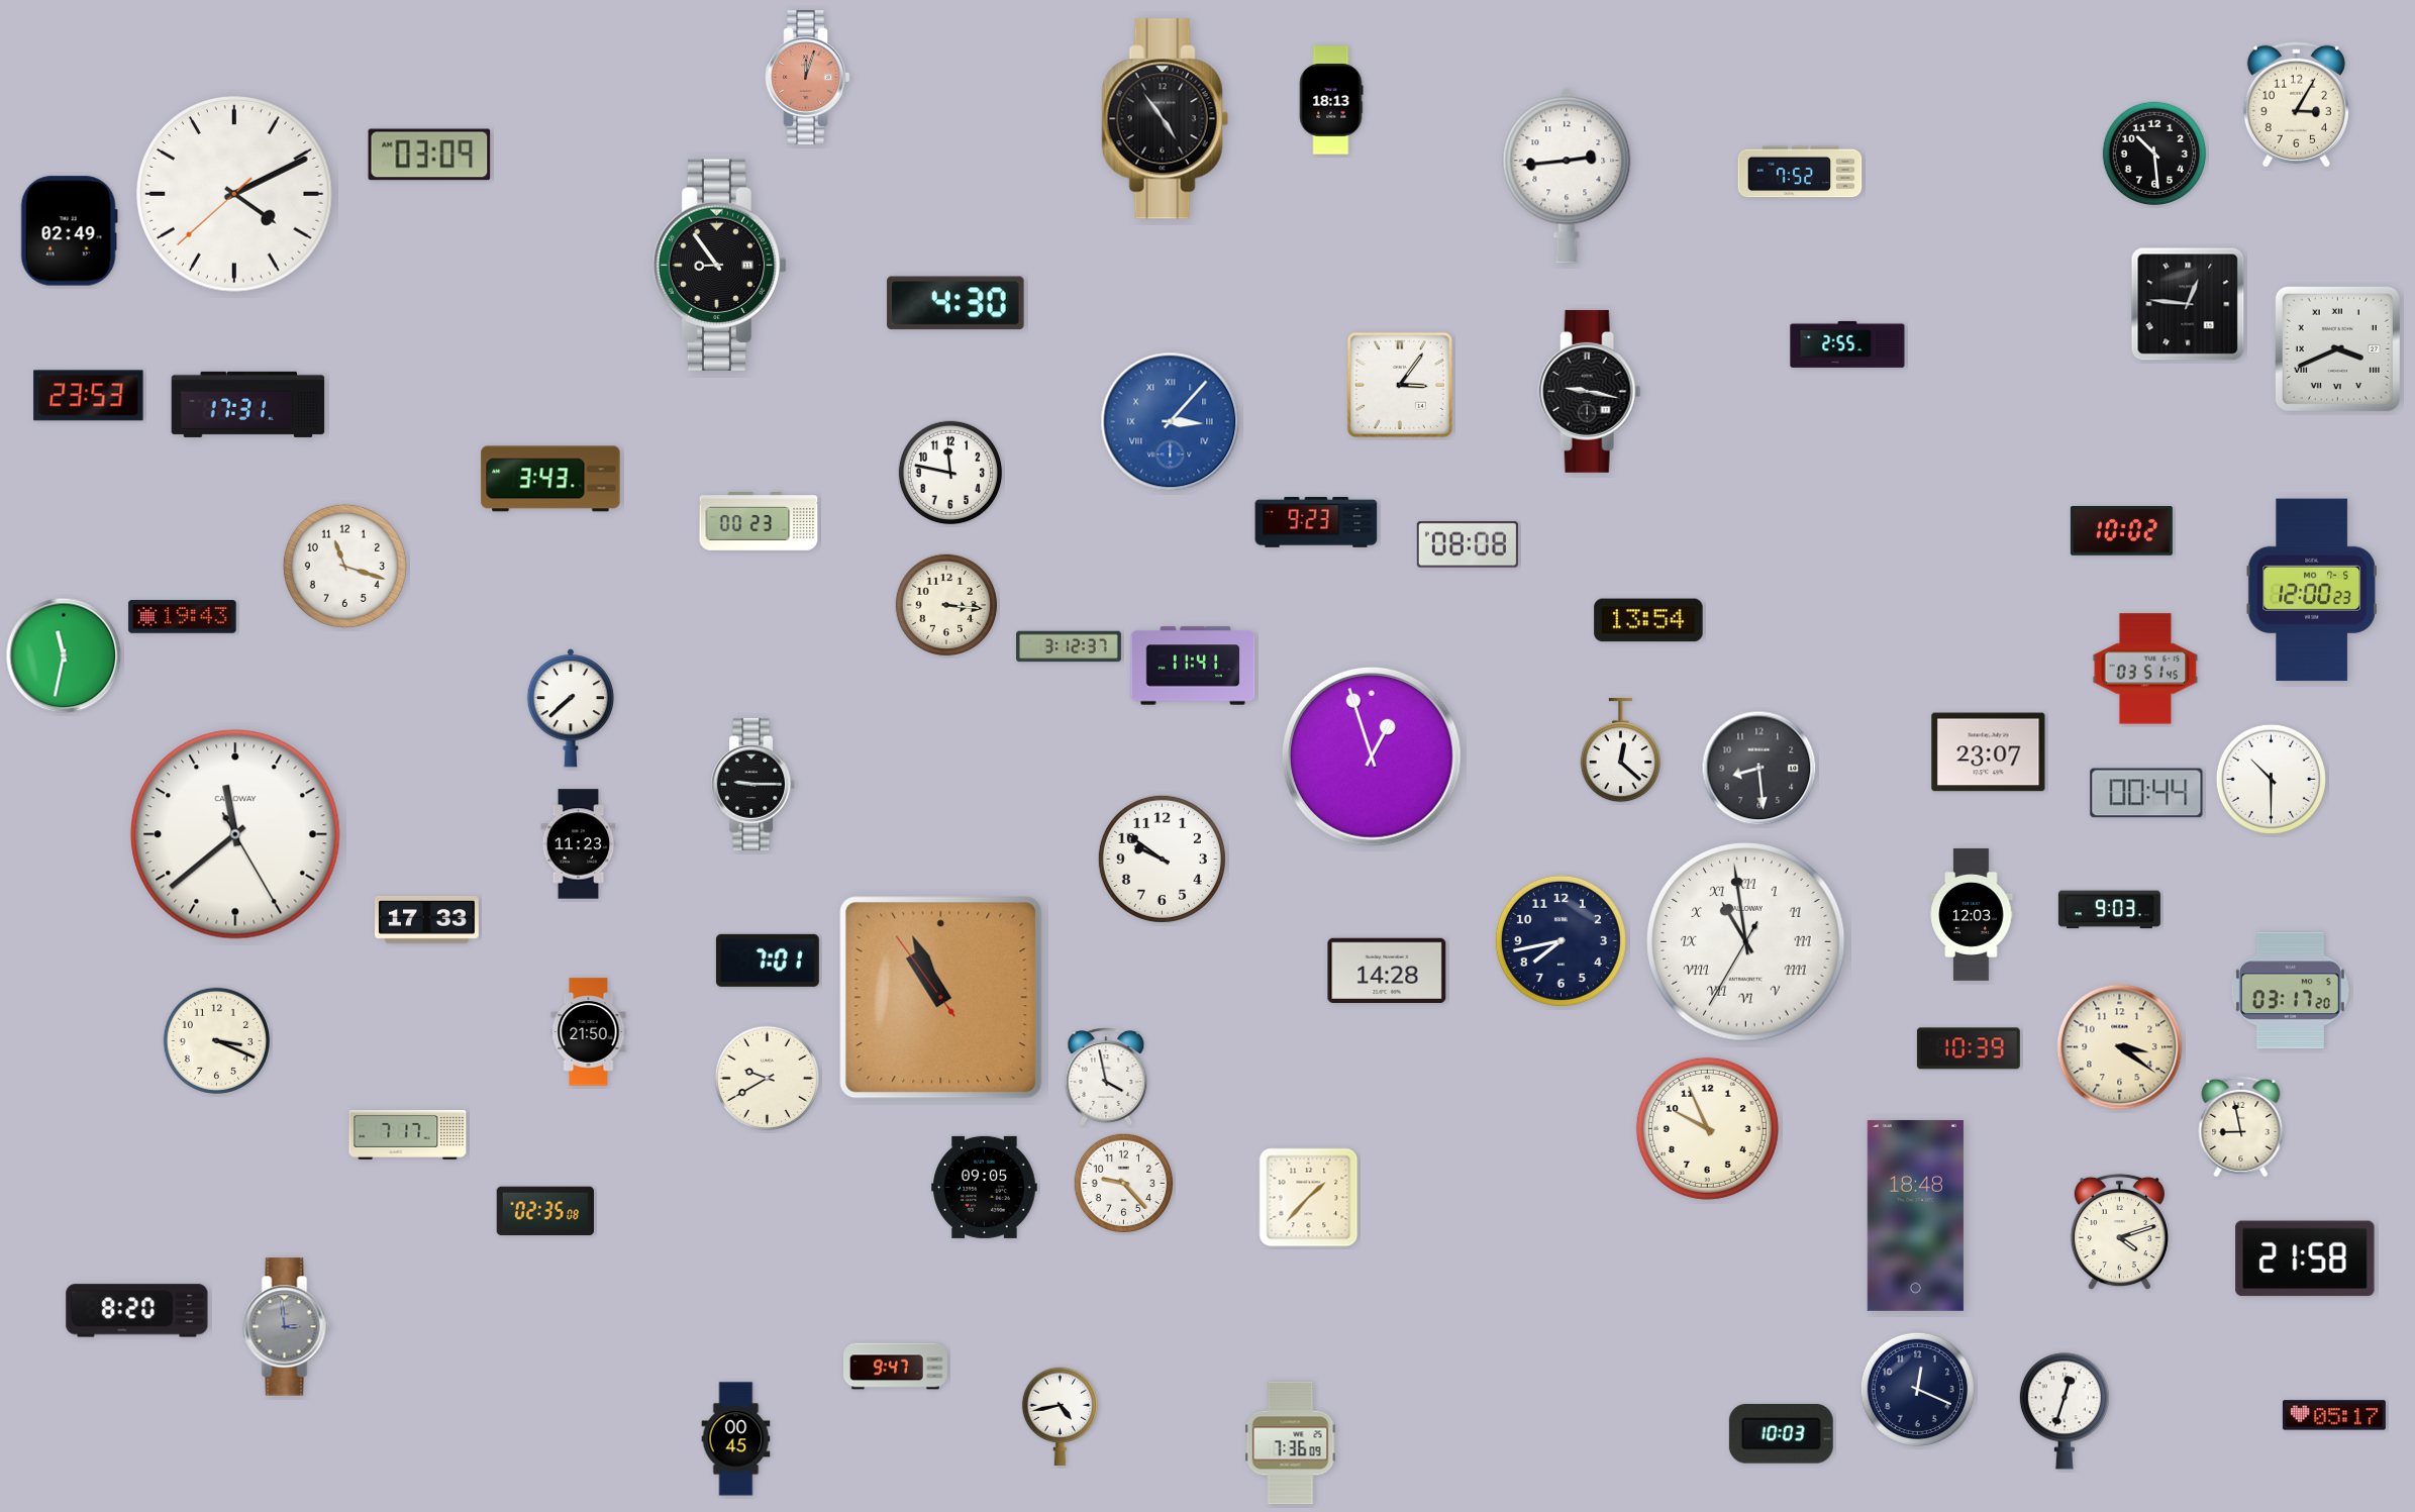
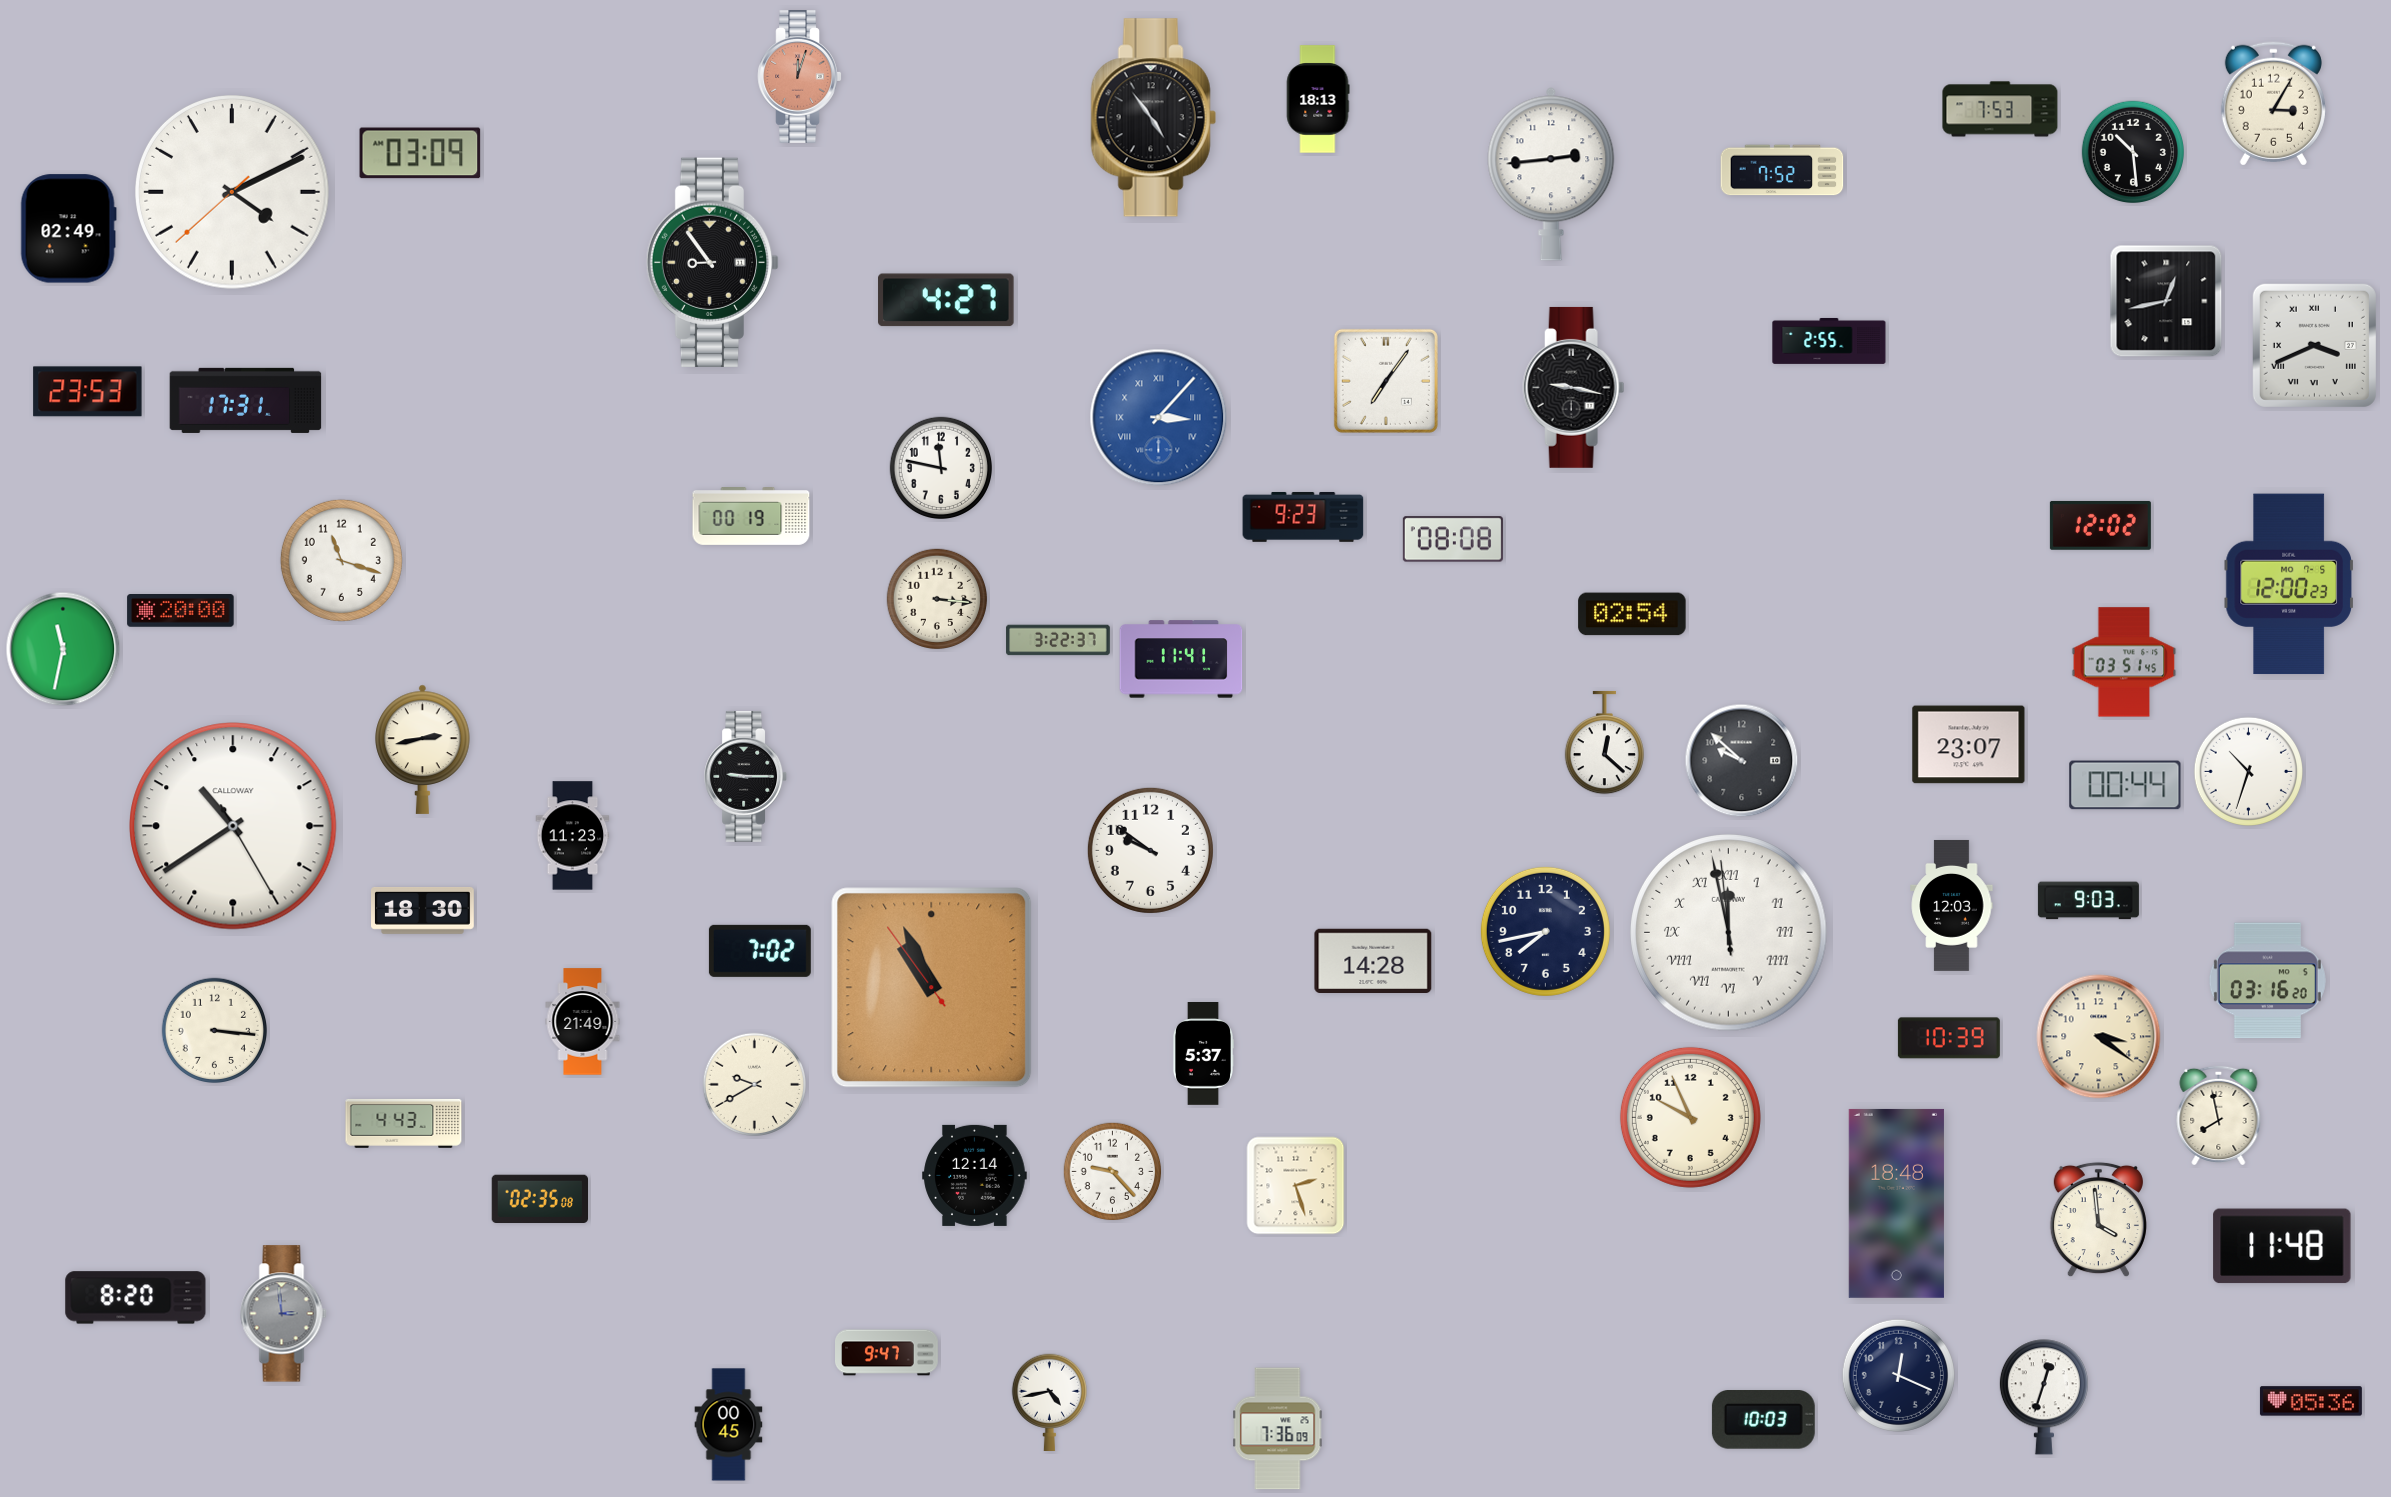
clock at (2000, 109): none -> 7:53
clock at (429, 155) position: (429, 155) -> (420, 153)
clock at (955, 303): 4:30 -> 4:27
clock at (2188, 304): 12:46 -> 12:43
clock at (1400, 385): 3:06 -> 7:06
clock at (550, 479): 3:43 -> none
clock at (759, 522): 00:23 -> 00:19
clock at (2121, 530): 10:02 -> 12:02
clock at (183, 617): 19:43 -> 20:00
clock at (1648, 620): 13:54 -> 02:54
clock at (1069, 646): 3:12 -> 3:22
clock at (571, 708): 7:38 -> none
clock at (423, 749): none -> 2:43
clock at (1372, 757): 12:57 -> none
clock at (1759, 769): 8:29 -> 9:52
clock at (2271, 779): 10:30 -> 10:33
clock at (235, 834): 11:38 -> 10:39
clock at (427, 919): 17:33 -> 18:30
clock at (1746, 942): 10:58 -> 11:57
clock at (768, 961): 7:01 -> 7:02
clock at (2290, 991): 03:17 -> 03:16
clock at (589, 1032): 21:50 -> 21:49
clock at (216, 1040): 3:19 -> 3:16
clock at (1202, 1054): none -> 5:37
clock at (1106, 1077): 3:58 -> none
clock at (767, 1078) position: (767, 1078) -> (754, 1084)
clock at (2241, 1125): 8:58 -> 7:58
clock at (408, 1135): 7:17 -> 4:43
clock at (985, 1187): 09:05 -> 12:14
clock at (1309, 1198): 1:37 -> 2:27
clock at (2119, 1232): 4:12 -> 3:59
clock at (2305, 1258): 21:58 -> 11:48
clock at (2334, 1415): 05:17 -> 05:36
